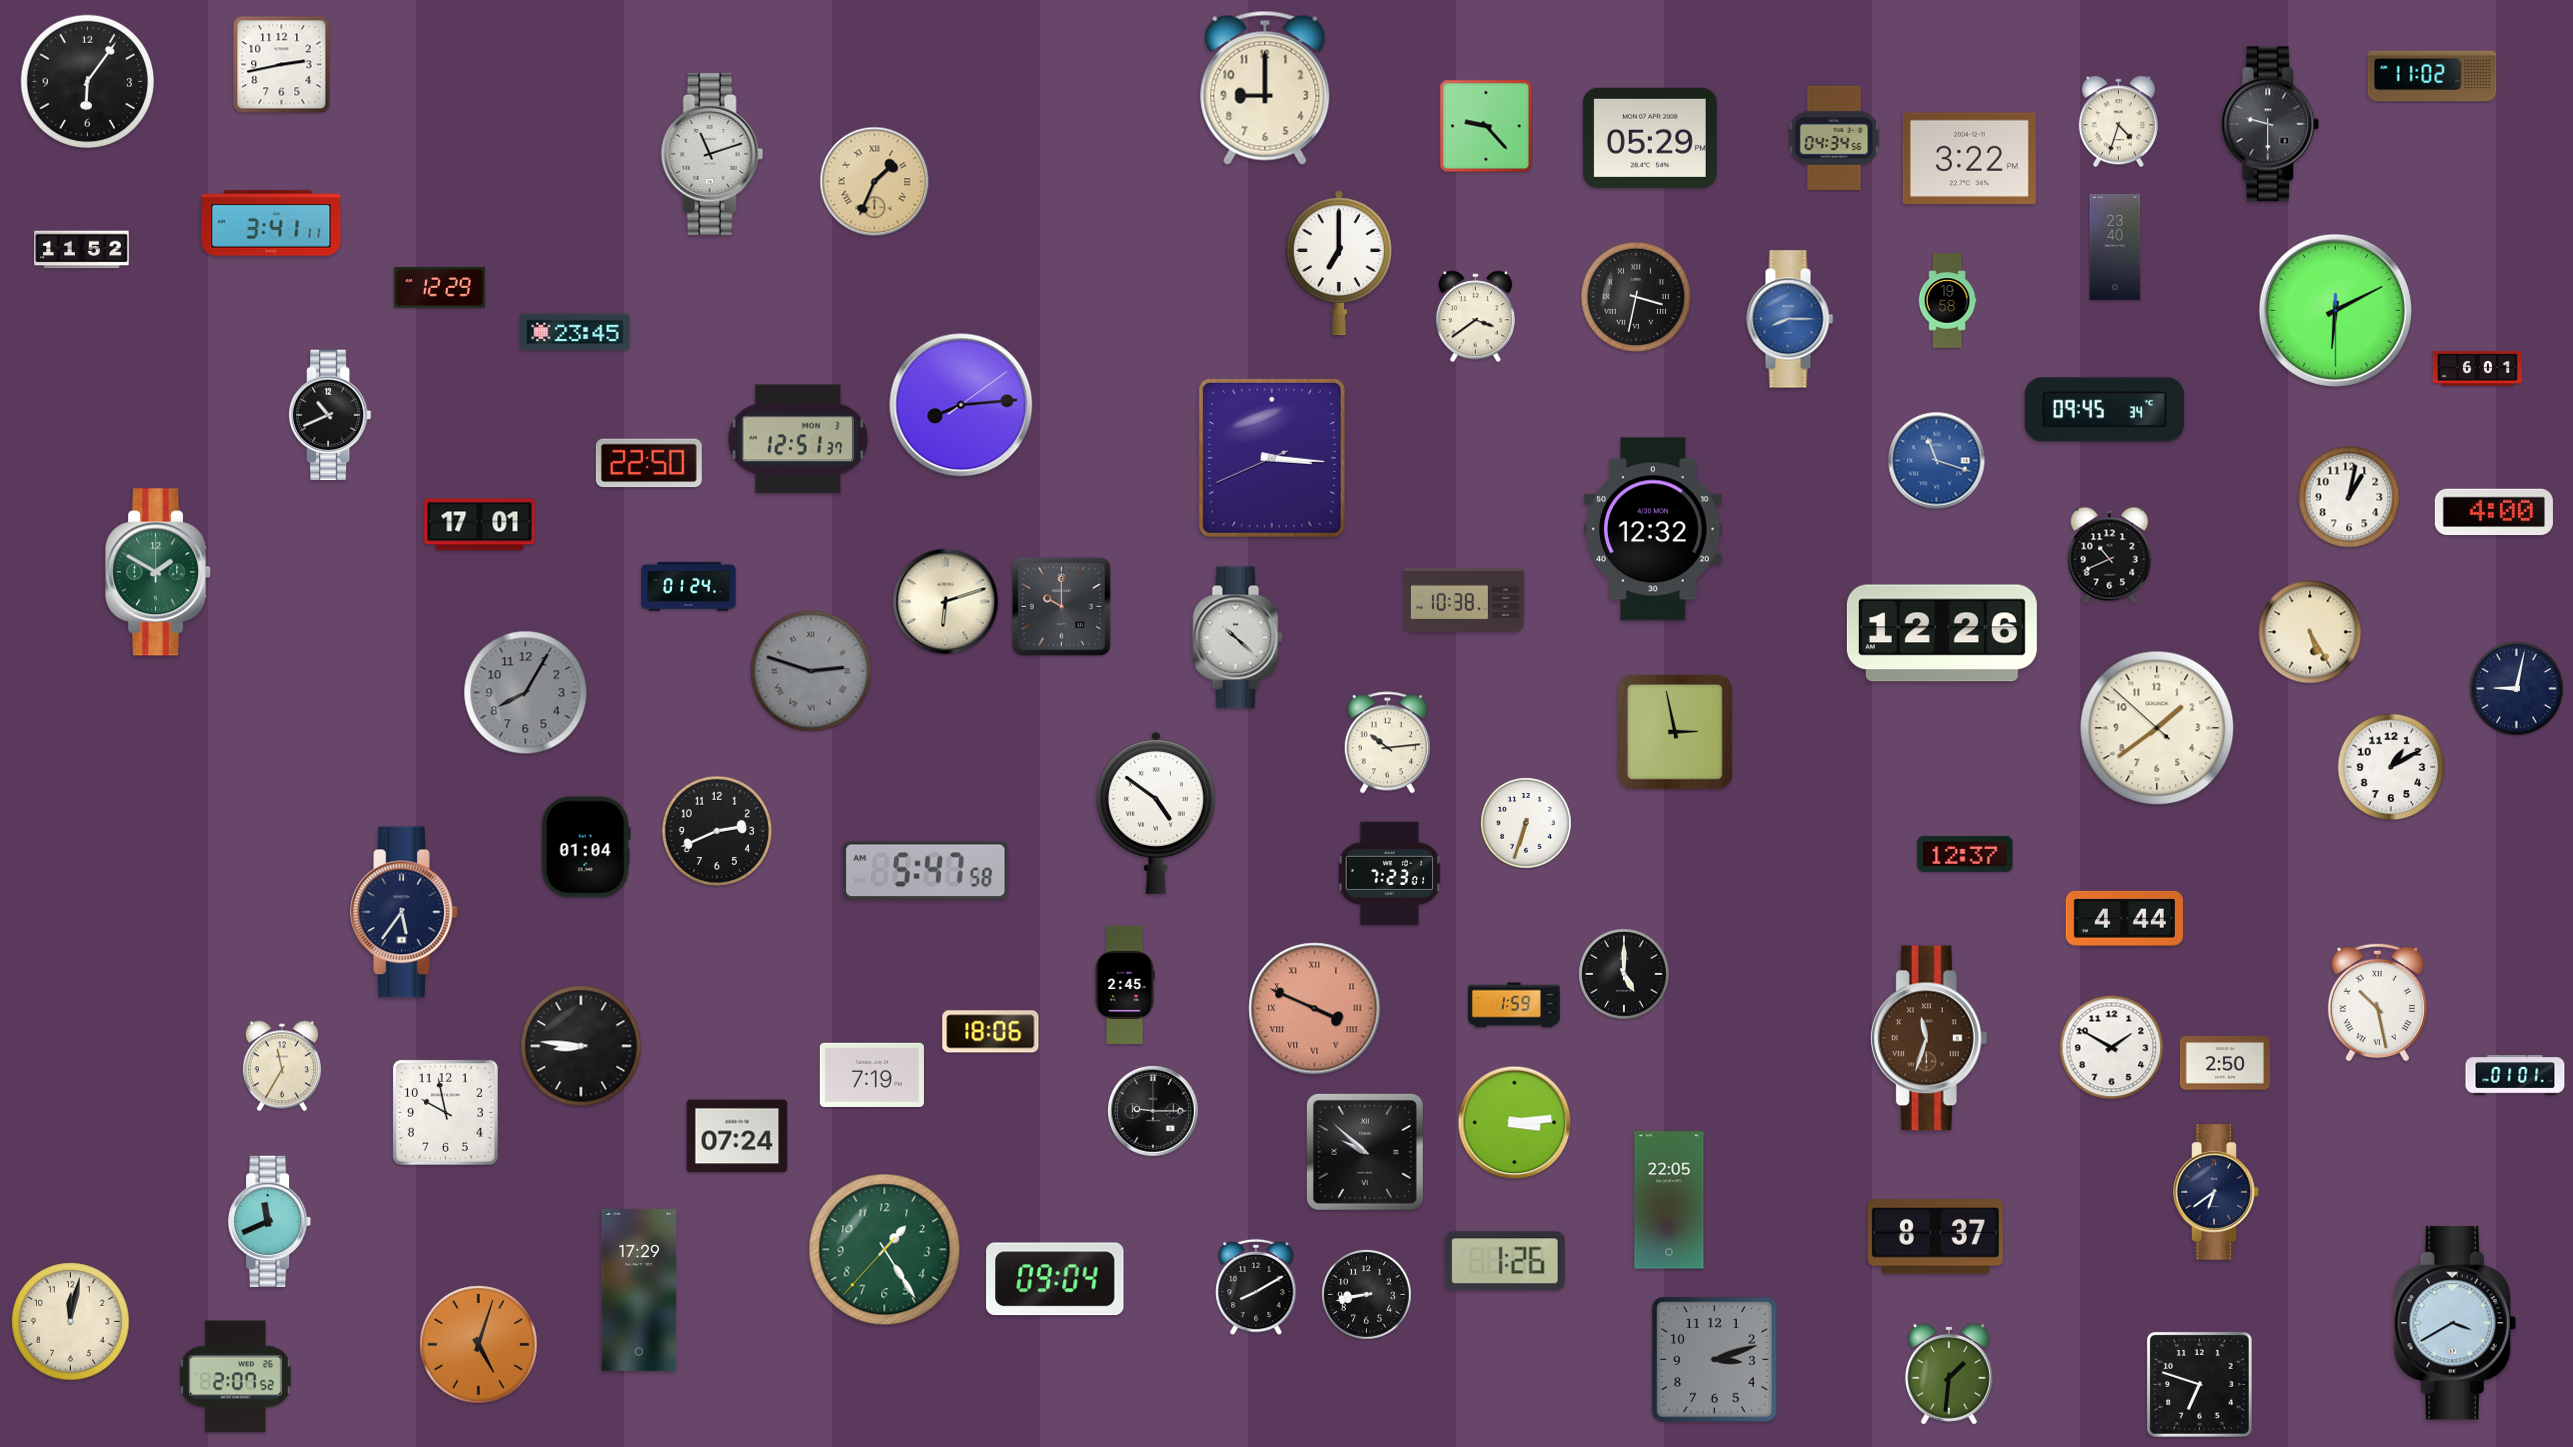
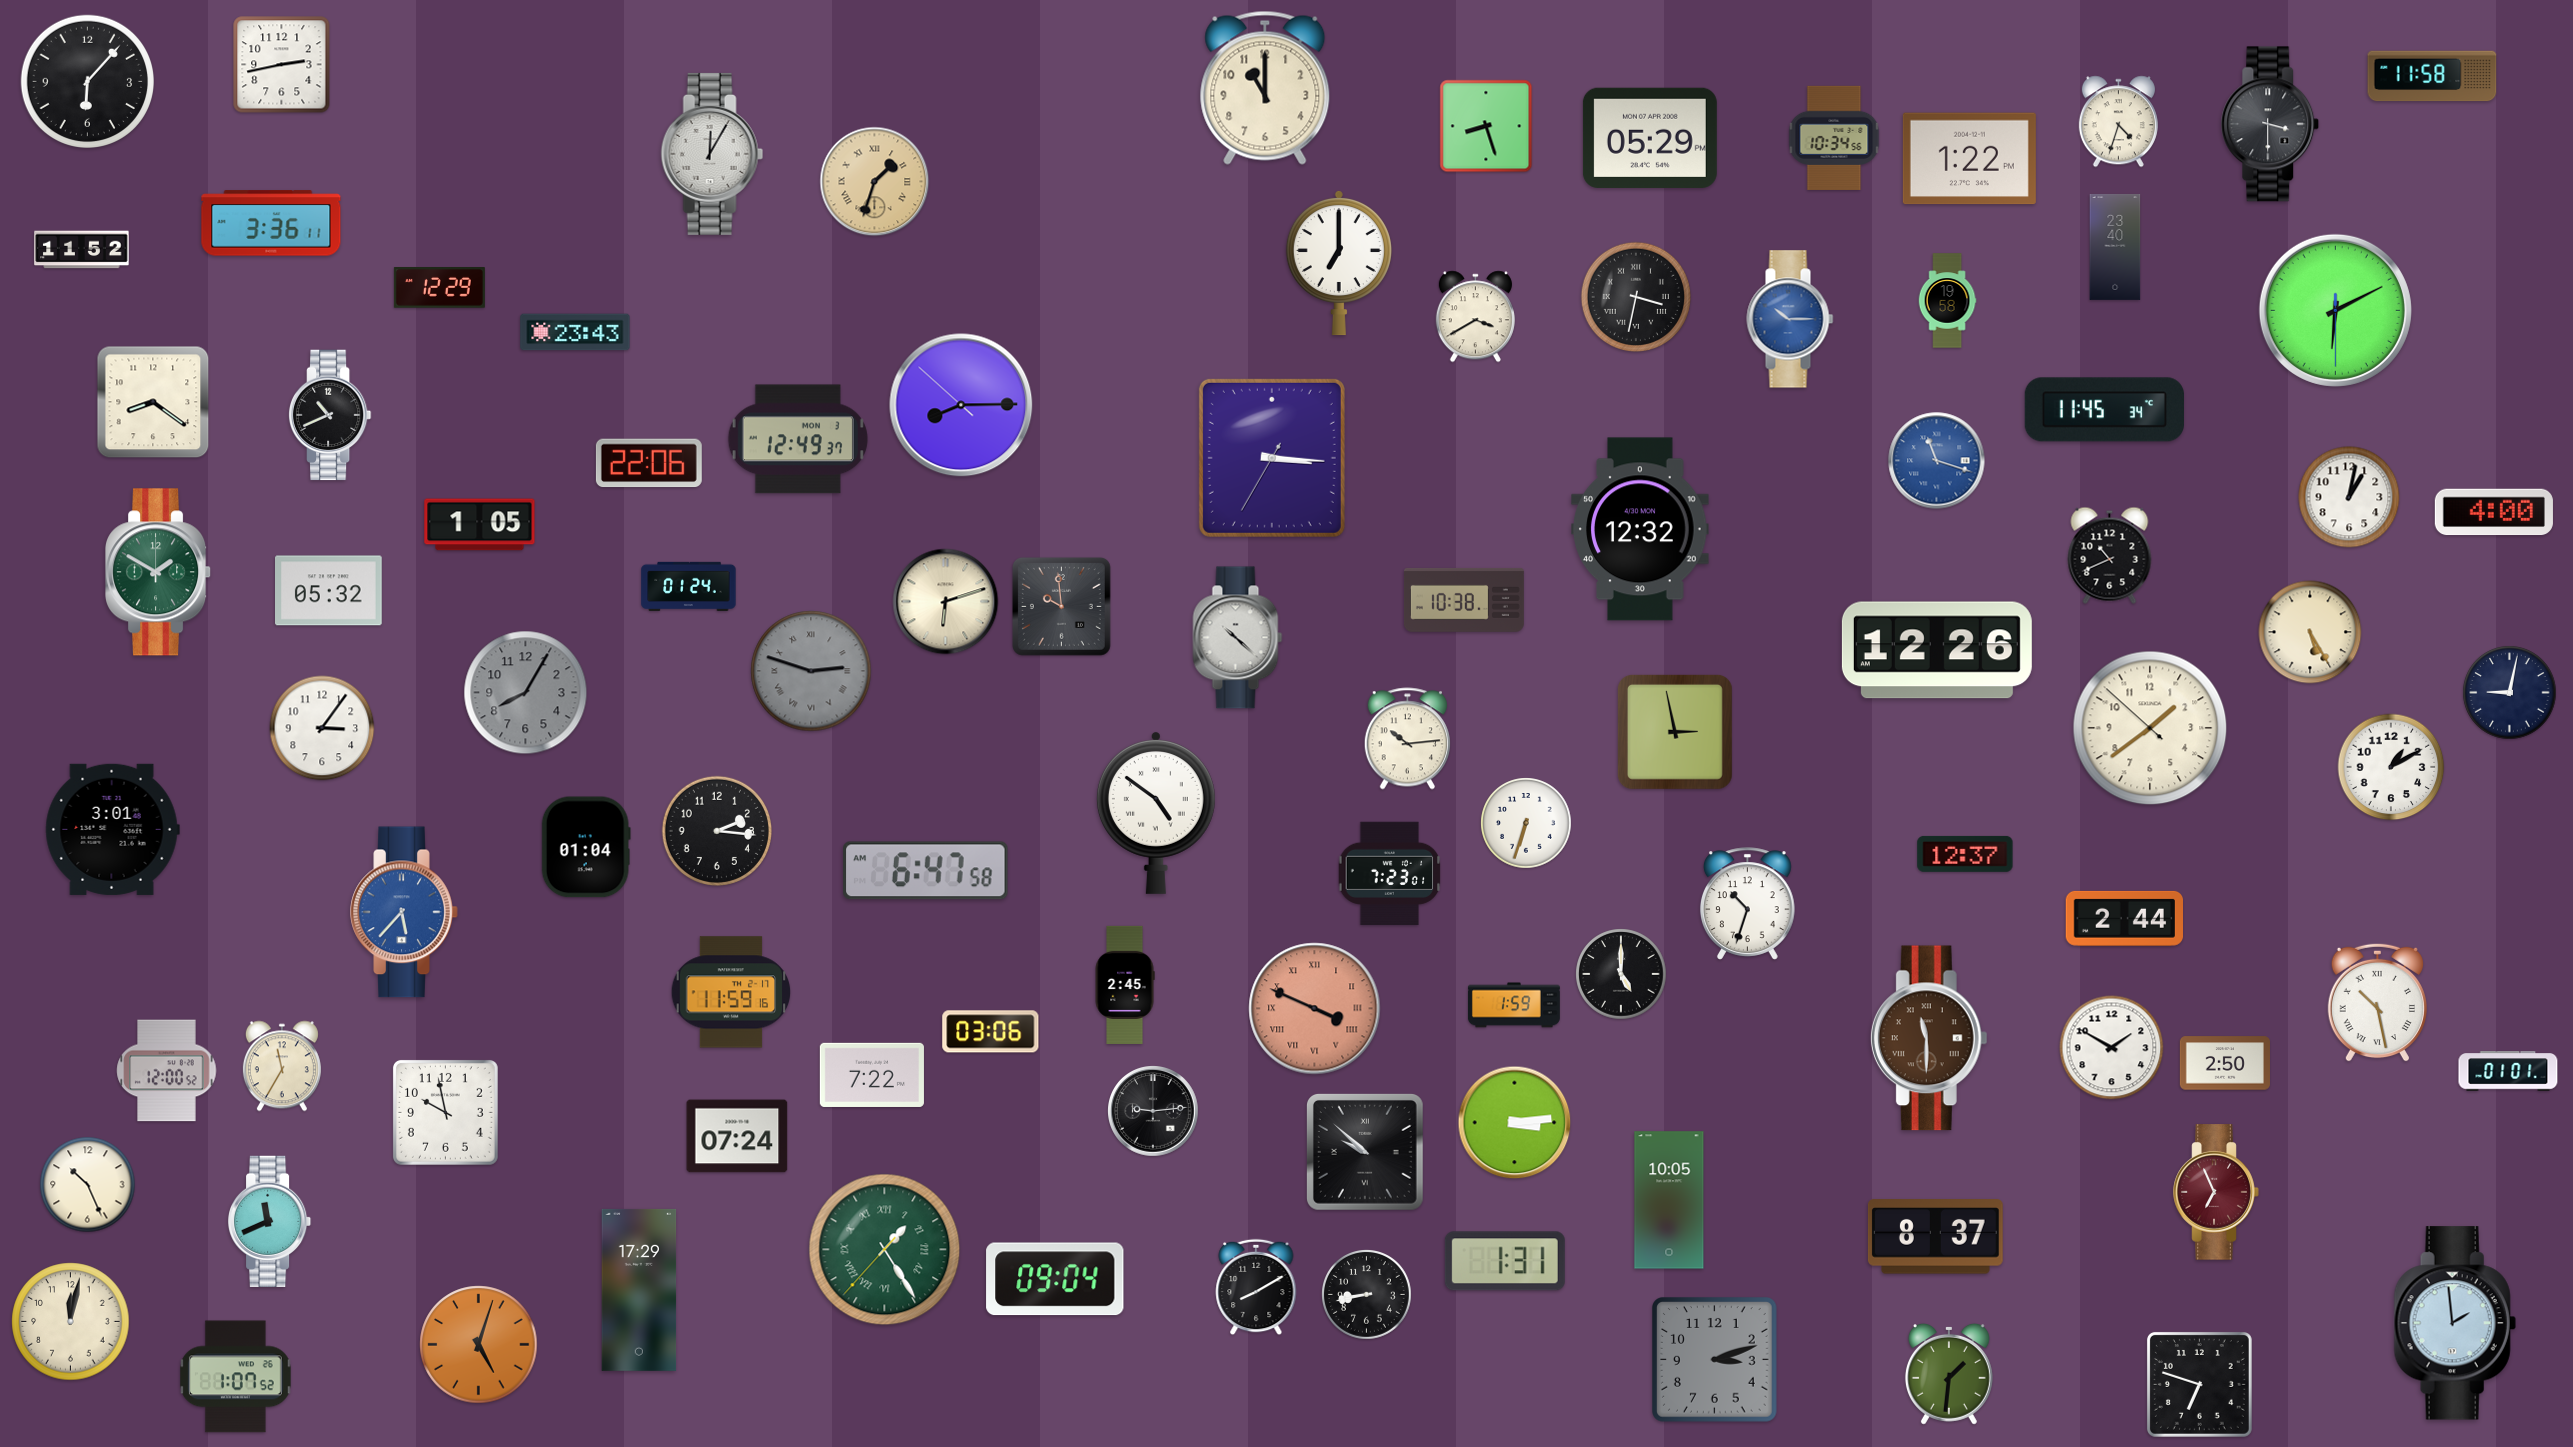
clock at (2432, 76): 11:02 -> 11:58
clock at (87, 81): 6:06 -> 6:07
clock at (1265, 88): 9:00 -> 11:00
clock at (2270, 124): 9:30 -> 3:30
clock at (1486, 126): 9:23 -> 8:27
clock at (1834, 138): 04:34 -> 10:34
clock at (712, 154): 11:12 -> 12:05
clock at (1969, 159): 3:22 -> 1:22
clock at (875, 182): 1:34 -> 1:33
clock at (271, 223): 3:41 -> 3:36
clock at (1475, 317): 3:39 -> 3:40
clock at (1790, 319): 8:15 -> 10:15
clock at (575, 332): 23:45 -> 23:43
clock at (2478, 369): 6:01 -> none
clock at (153, 402): none -> 8:21
clock at (961, 405): 8:14:09 -> 8:14:52
clock at (2104, 410): 09:45 -> 11:45
clock at (798, 439): 12:51 -> 12:49
clock at (1272, 458): 3:15:41 -> 3:15:35
clock at (649, 463): 22:50 -> 22:06
clock at (480, 525): 17:01 -> 1:05
clock at (1653, 529) position: (1653, 529) -> (1640, 529)
clock at (329, 591): none -> 05:32
clock at (1061, 606): 10:00 -> 9:59
clock at (1942, 633) position: (1942, 633) -> (1937, 650)
clock at (2517, 689) position: (2517, 689) -> (2510, 693)
clock at (322, 728): none -> 3:06
clock at (2157, 728) position: (2157, 728) -> (2150, 728)
clock at (1387, 743) position: (1387, 743) -> (1407, 739)
clock at (112, 829): none -> 3:01
clock at (717, 831): 2:41 -> 2:16
clock at (926, 871): 5:47 -> 6:47
clock at (1747, 904): none -> 10:33
clock at (404, 912): 5:36 -> 5:37
clock at (404, 912) dial: navy -> blue
clock at (2124, 918): 4:44 -> 2:44
clock at (1624, 974) position: (1624, 974) -> (1621, 974)
clock at (731, 992): none -> 11:59
clock at (991, 1032): 18:06 -> 03:06
clock at (1929, 1038): 11:33 -> 11:30
clock at (581, 1046): 8:46 -> none
clock at (167, 1071): none -> 12:00
clock at (872, 1075): 7:19 -> 7:22
clock at (2515, 1075) position: (2515, 1075) -> (2508, 1071)
clock at (1154, 1112): 9:15 -> 9:14
clock at (88, 1185): none -> 10:26
clock at (2216, 1192): 6:39 -> 6:56
clock at (2216, 1192) dial: navy -> burgundy
clock at (1669, 1200): 22:05 -> 10:05
clock at (885, 1250) numerals: Arabic -> Roman
clock at (1505, 1261): 1:26 -> 1:31
clock at (2455, 1323): 3:40 -> 1:59
clock at (235, 1377): 2:07 -> 1:07
